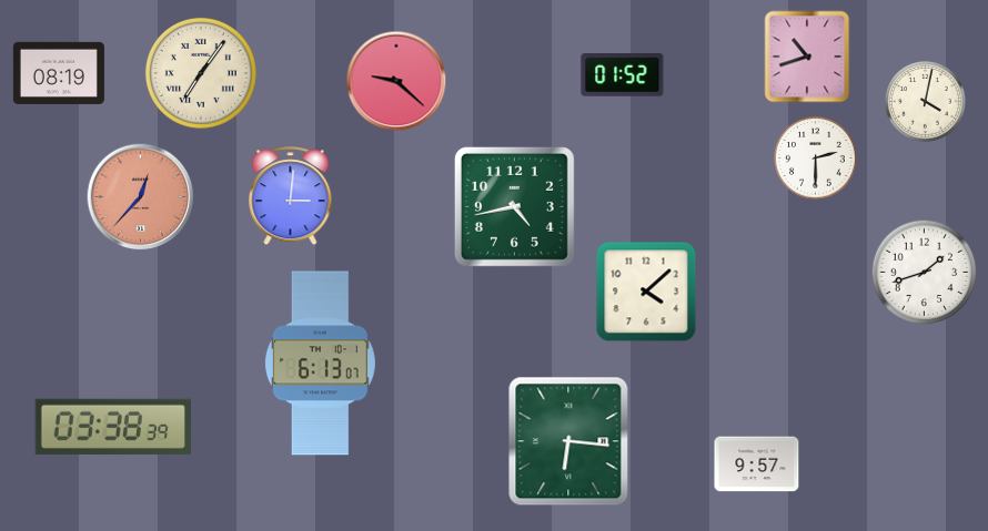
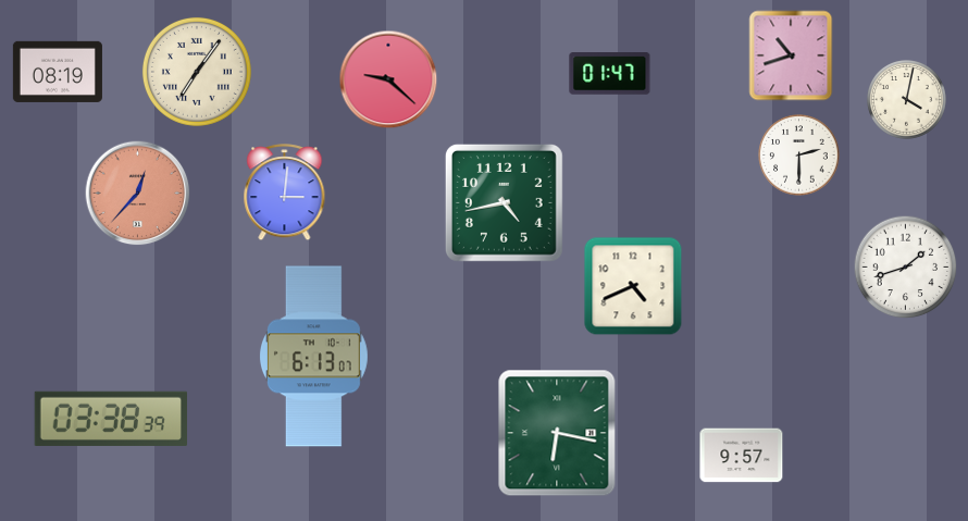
clock at (623, 75): 01:52 -> 01:47
clock at (646, 292): 4:08 -> 4:41
clock at (568, 441): 6:16 -> 6:17
